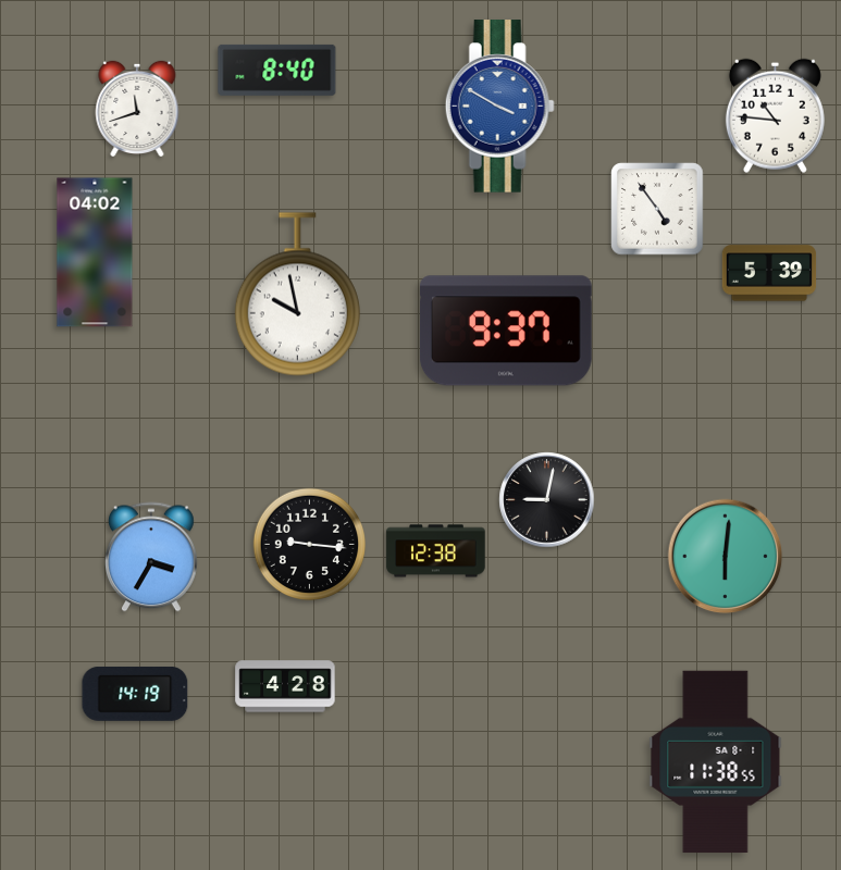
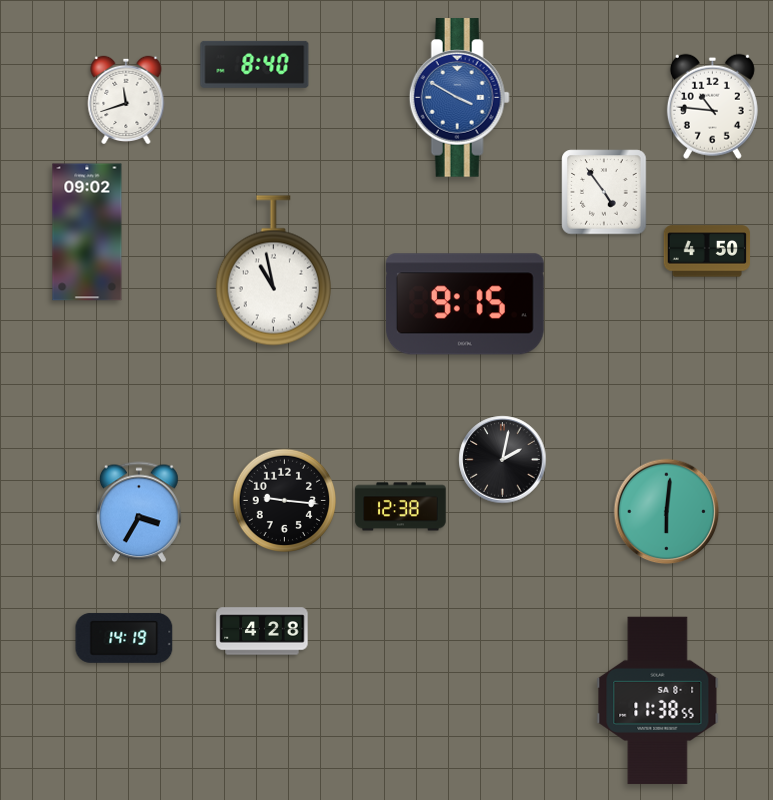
clock at (95, 252): 04:02 -> 09:02
clock at (769, 273): 5:39 -> 4:50
clock at (297, 295): 9:58 -> 10:58
clock at (506, 331): 9:37 -> 9:15
clock at (547, 500): 9:02 -> 2:02
